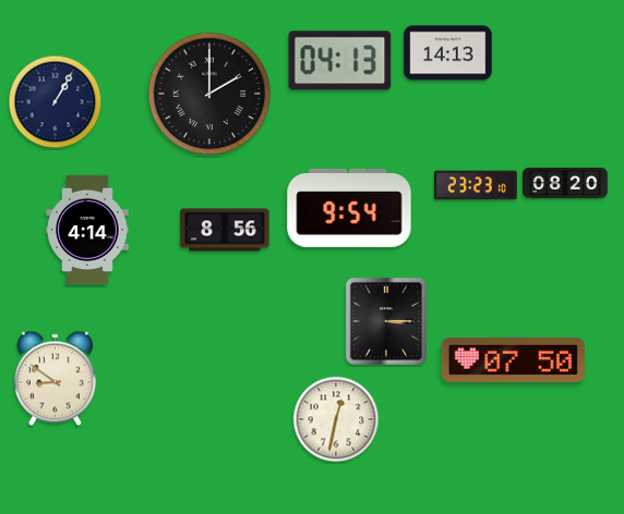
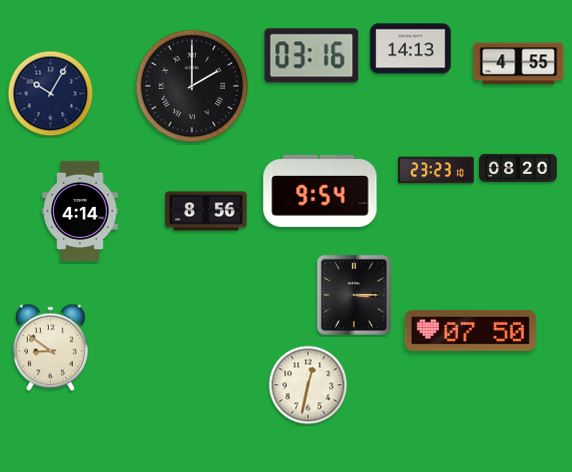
clock at (340, 61): 04:13 -> 03:16
clock at (519, 64): none -> 4:55
clock at (56, 102): 1:05 -> 10:05
